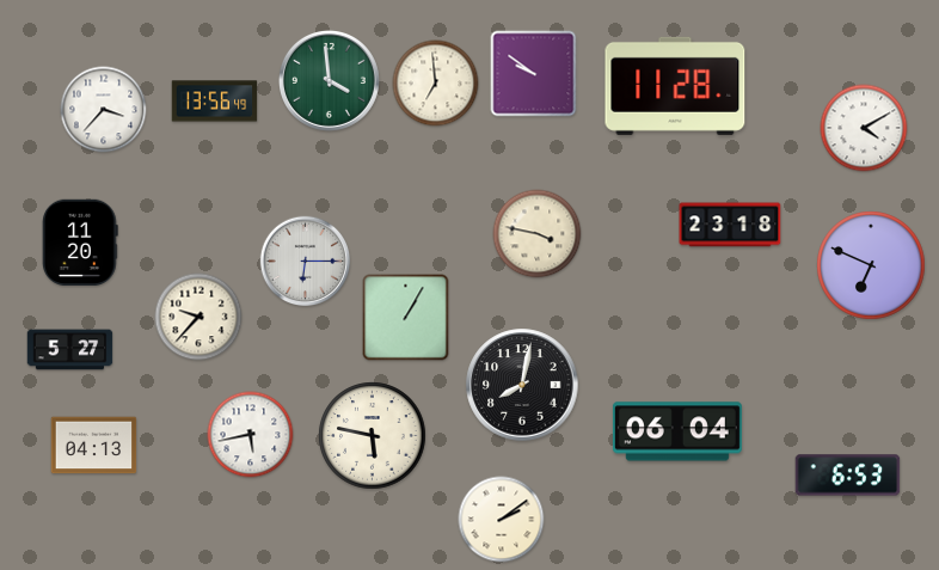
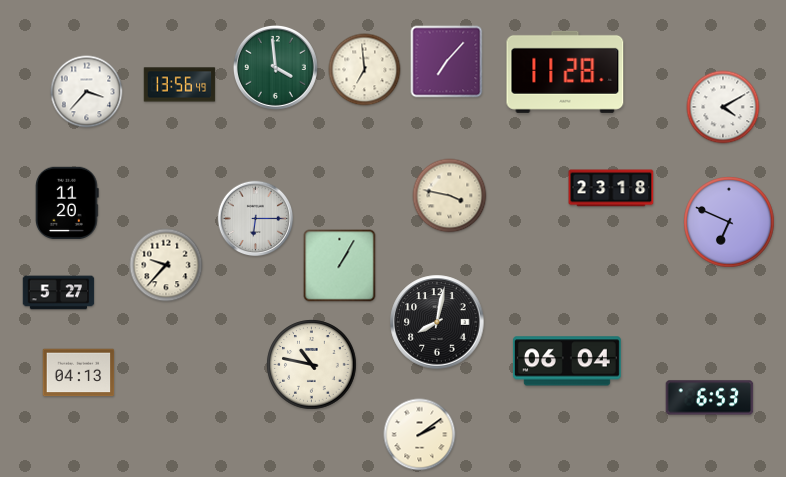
clock at (534, 74): 9:51 -> 7:07
clock at (251, 435): 5:43 -> none
clock at (373, 436): 5:47 -> 10:47
